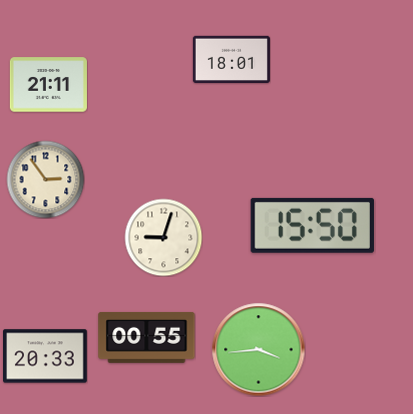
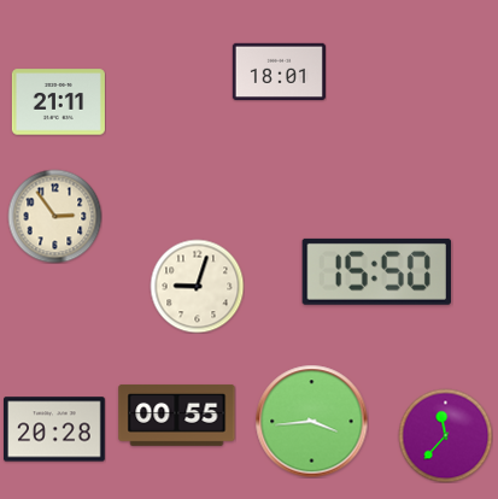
clock at (147, 337) position: (147, 337) -> (177, 415)
clock at (46, 356): 20:33 -> 20:28
clock at (445, 435): none -> 11:37
